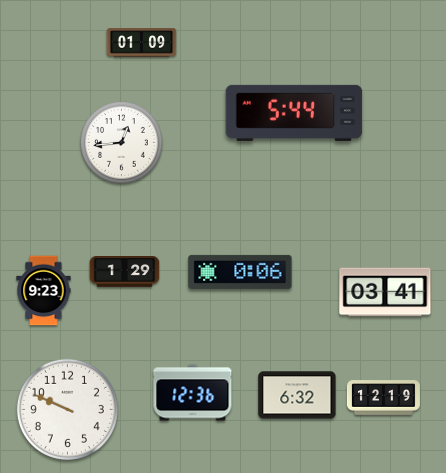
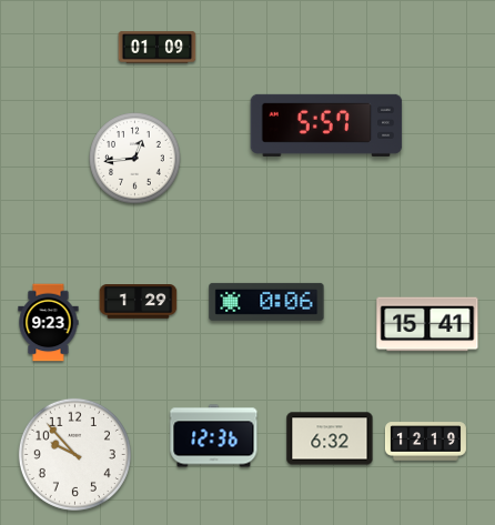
clock at (294, 113): 5:44 -> 5:57
clock at (385, 292): 03:41 -> 15:41
clock at (67, 409): 9:49 -> 9:53
